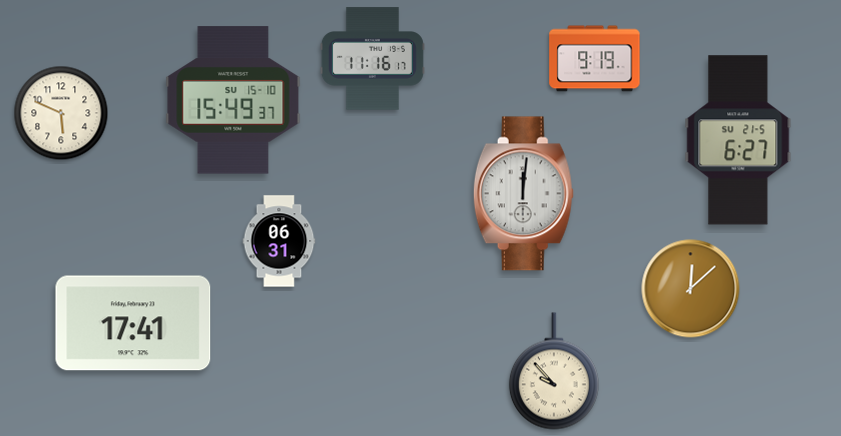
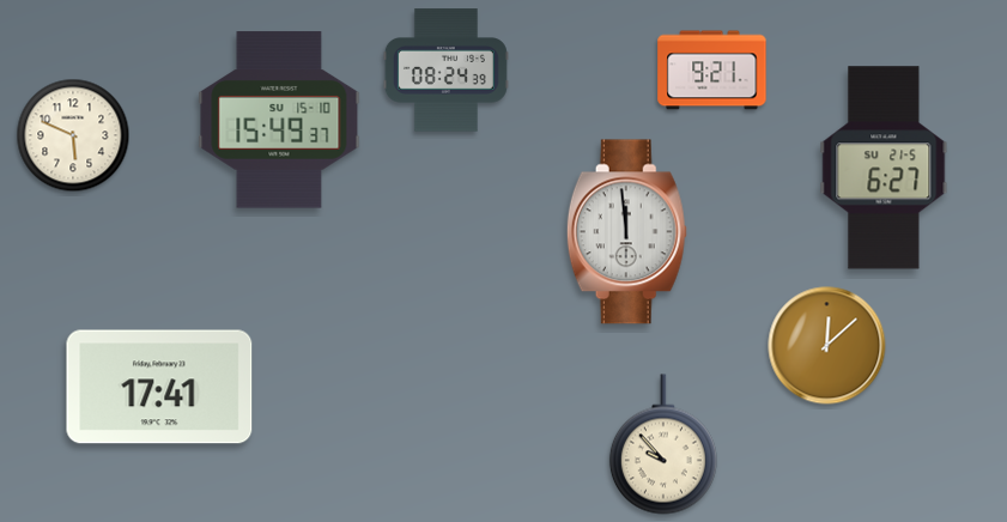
clock at (372, 59): 11:16 -> 08:24
clock at (595, 59): 9:19 -> 9:21
clock at (523, 194): 12:01 -> 11:59
clock at (279, 241): 06:31 -> none
